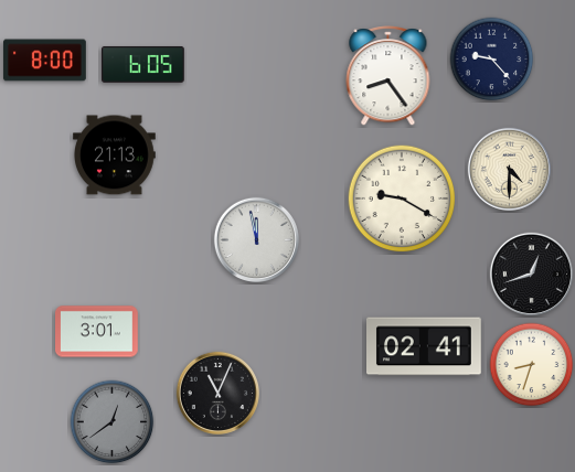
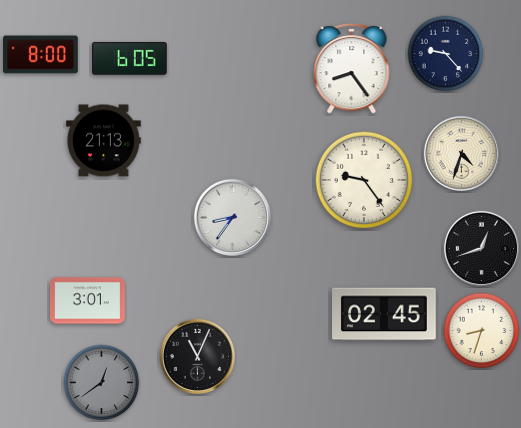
clock at (509, 169): 4:30 -> 4:33
clock at (402, 199): 9:20 -> 9:24
clock at (256, 239): 11:58 -> 8:36
clock at (425, 346): 02:41 -> 02:45
